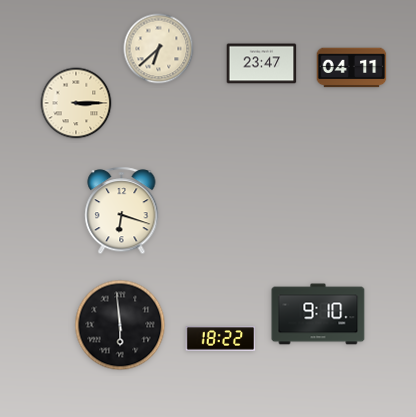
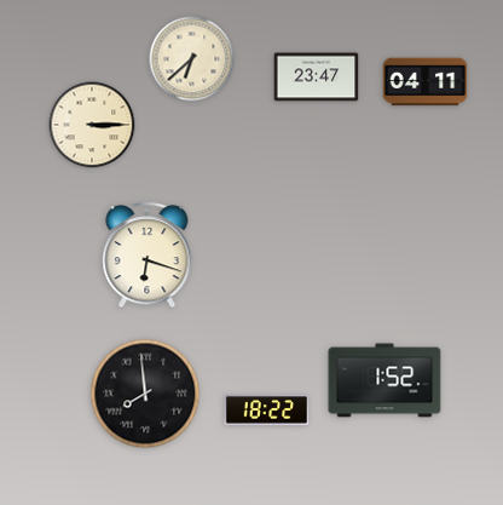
clock at (318, 314): 9:10 -> 1:52
clock at (120, 325): 5:59 -> 7:59
